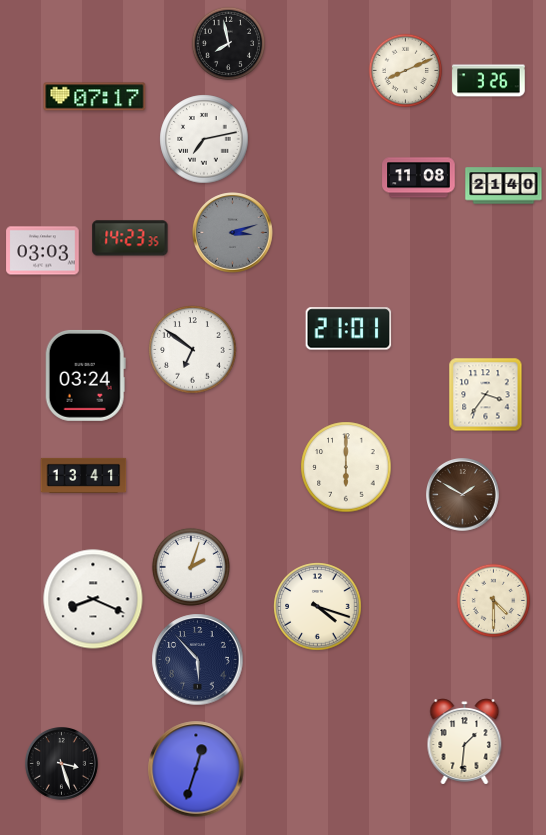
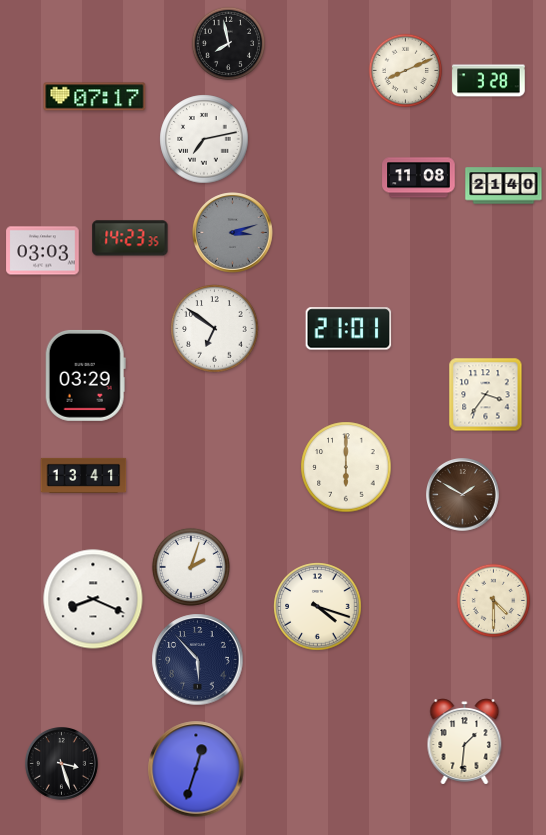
clock at (489, 81): 3:26 -> 3:28
clock at (193, 350) position: (193, 350) -> (215, 329)
clock at (85, 375): 03:24 -> 03:29
